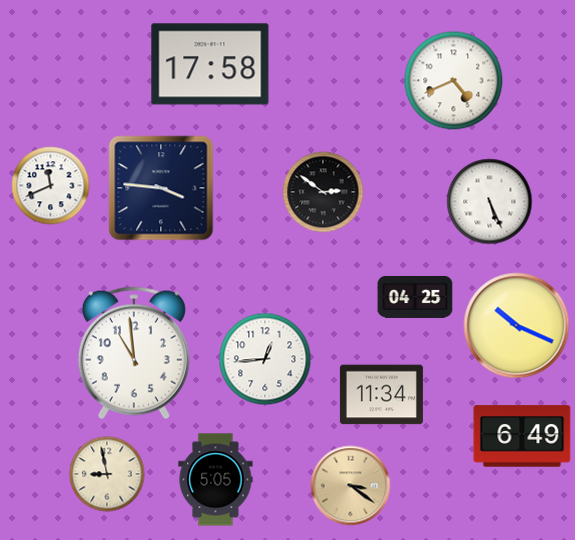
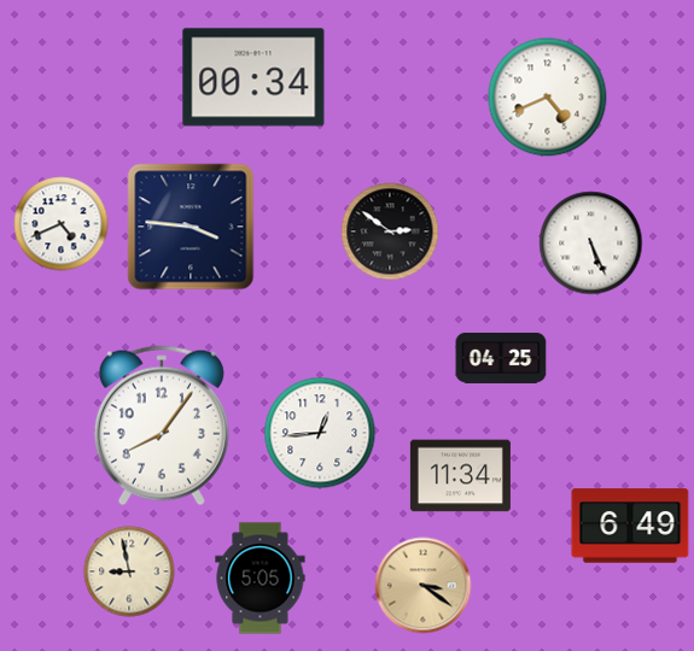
clock at (210, 64): 17:58 -> 00:34
clock at (51, 186): 11:41 -> 4:41
clock at (161, 188) position: (161, 188) -> (191, 227)
clock at (517, 326): 10:19 -> none
clock at (134, 353): 10:59 -> 8:06
